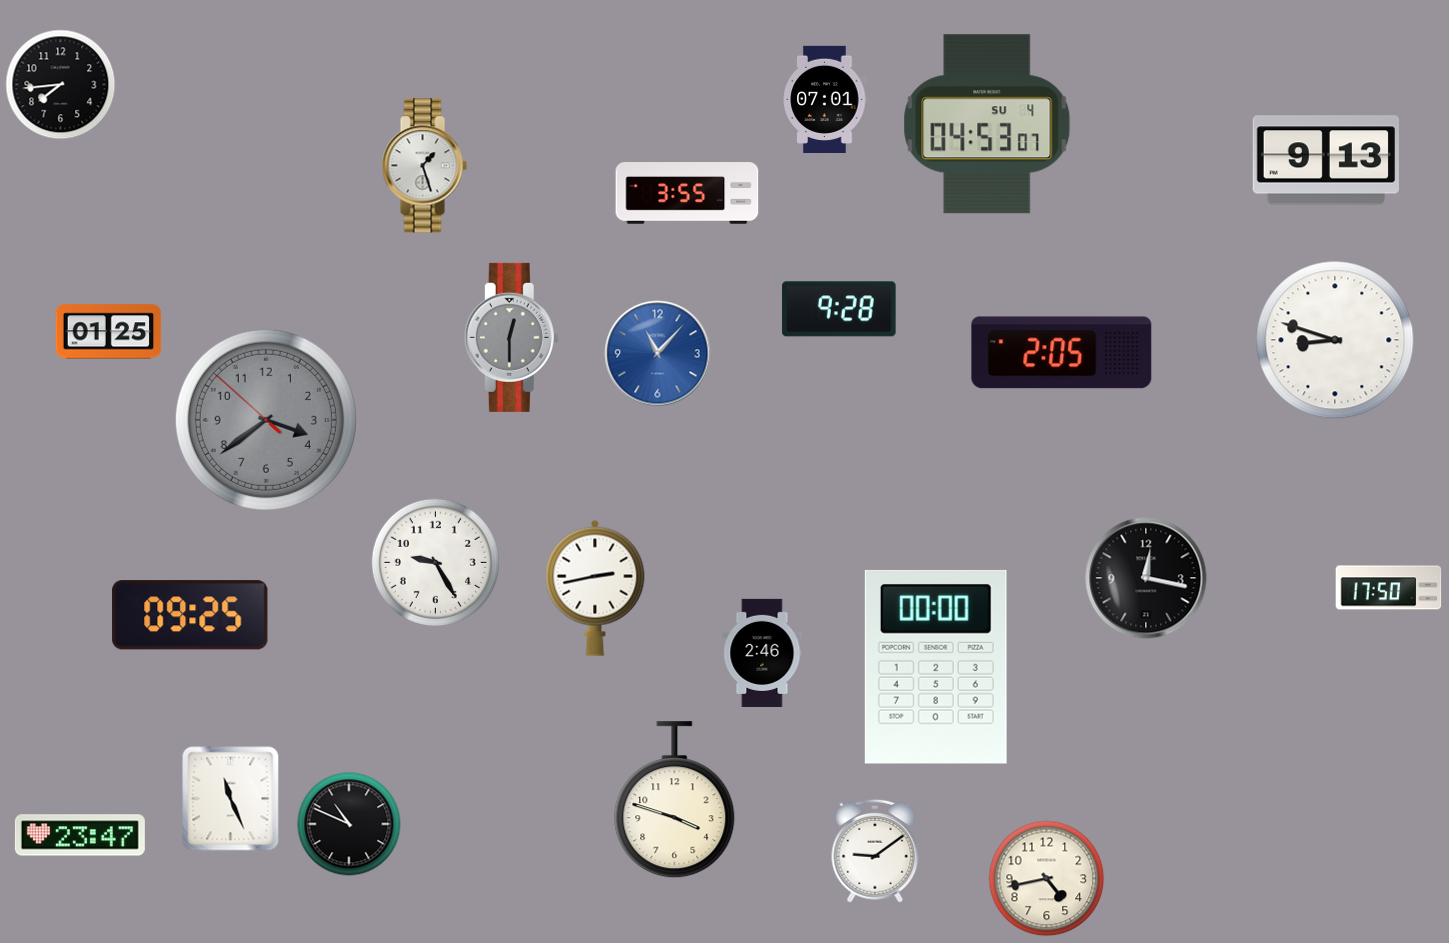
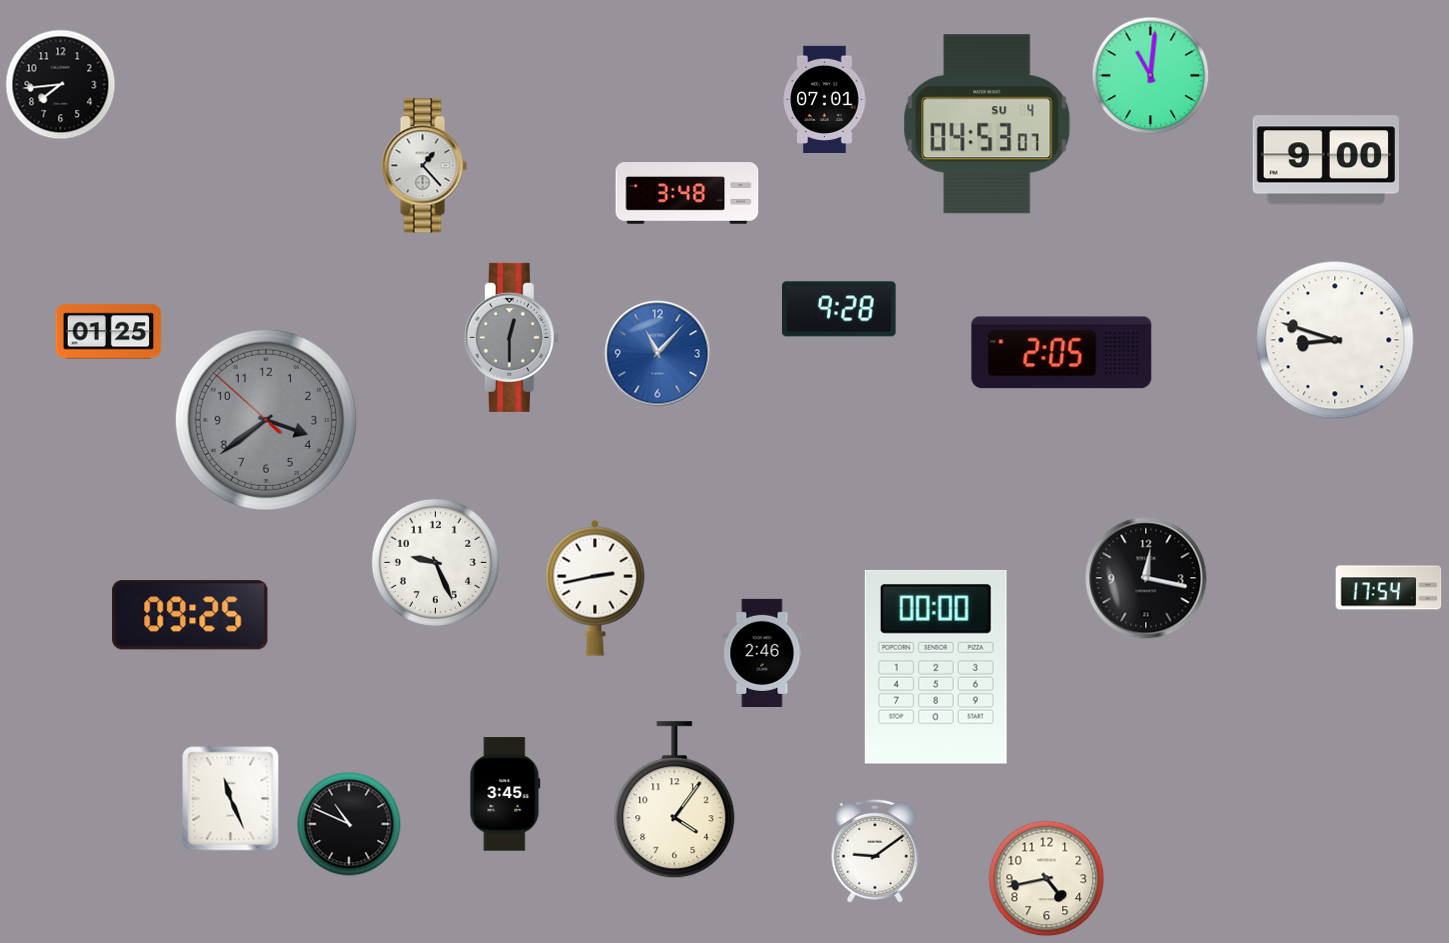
clock at (1151, 76): none -> 11:01
clock at (1325, 160): 9:13 -> 9:00
clock at (424, 166): 1:27 -> 1:23
clock at (687, 193): 3:55 -> 3:48
clock at (435, 562): 9:25 -> 9:26
clock at (1389, 588): 17:50 -> 17:54
clock at (505, 794): none -> 3:45
clock at (675, 800): 3:48 -> 4:06
clock at (80, 835): 23:47 -> none
